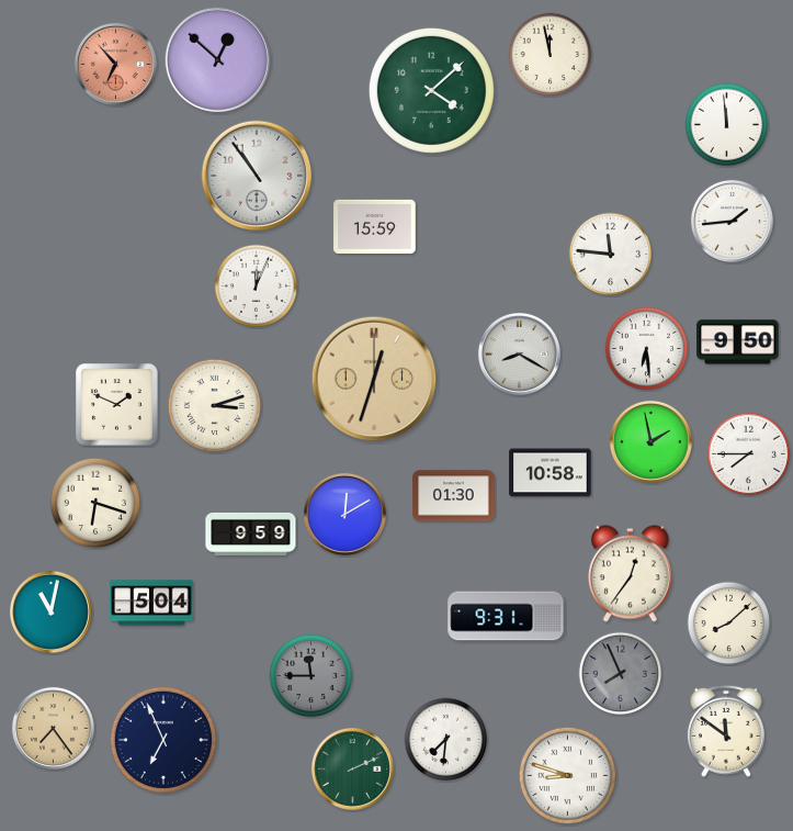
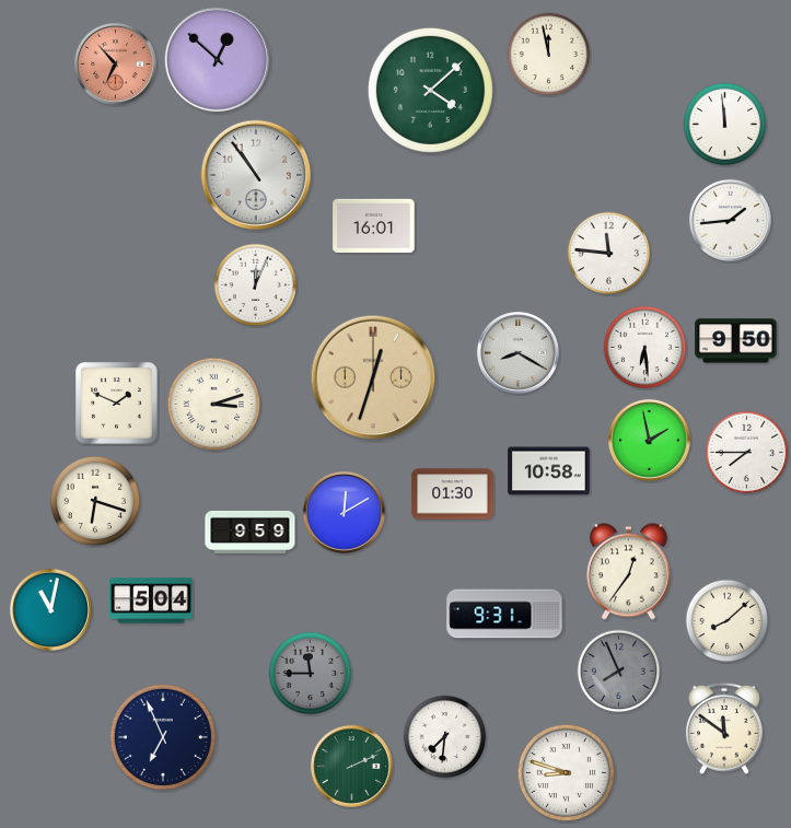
clock at (375, 226): 15:59 -> 16:01
clock at (53, 728): 7:24 -> none
